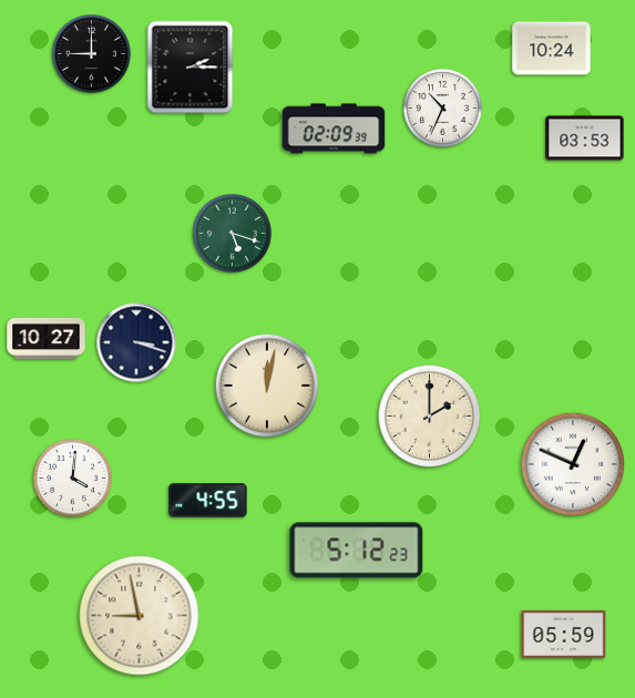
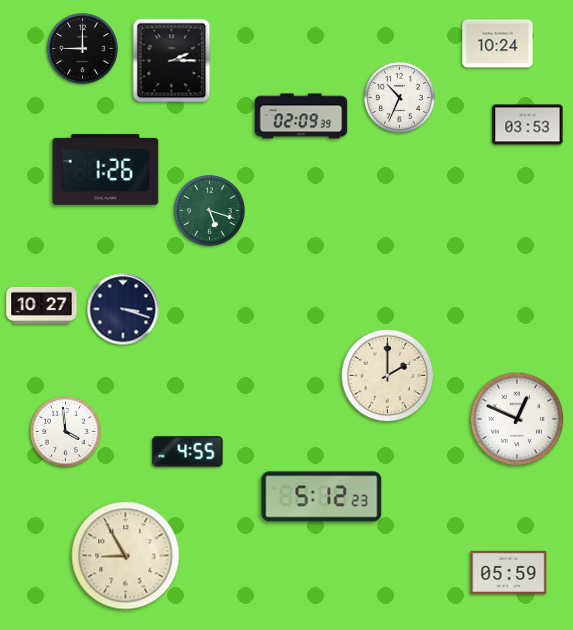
clock at (106, 169): none -> 1:26
clock at (267, 386): 12:02 -> none
clock at (73, 479): 4:01 -> 3:59
clock at (140, 616): 8:58 -> 8:55
